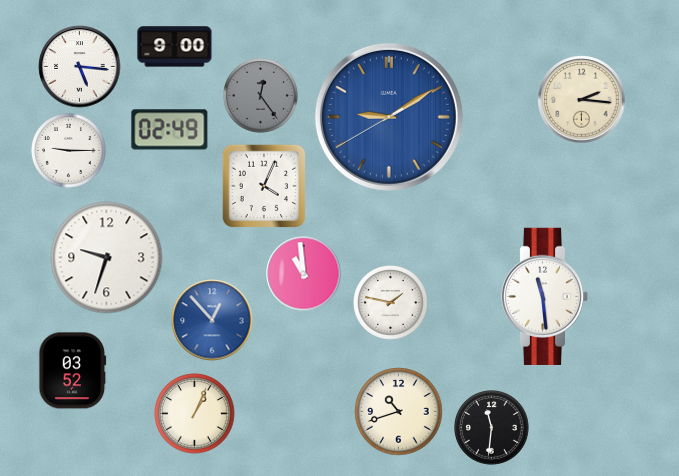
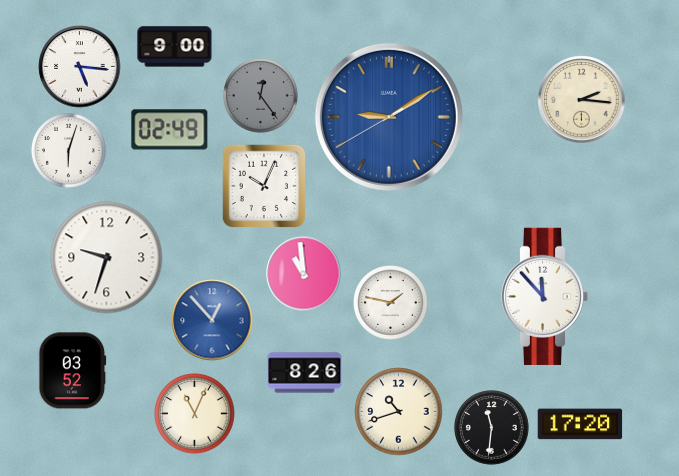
clock at (69, 151): 9:15 -> 6:03
clock at (264, 186): 4:04 -> 10:04
clock at (545, 296): 11:29 -> 11:53
clock at (305, 373): none -> 8:26
clock at (195, 414): 1:04 -> 11:04
clock at (580, 424): none -> 17:20
